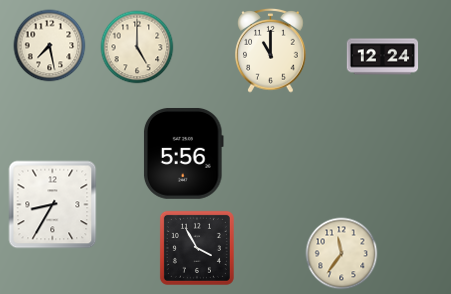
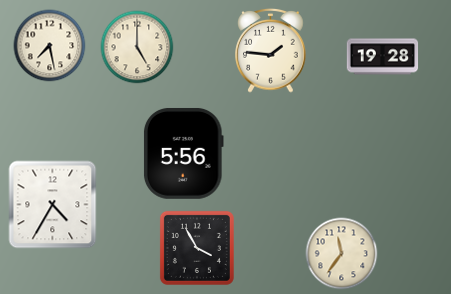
clock at (271, 50): 11:00 -> 1:46
clock at (383, 57): 12:24 -> 19:28
clock at (53, 205): 8:35 -> 4:35
